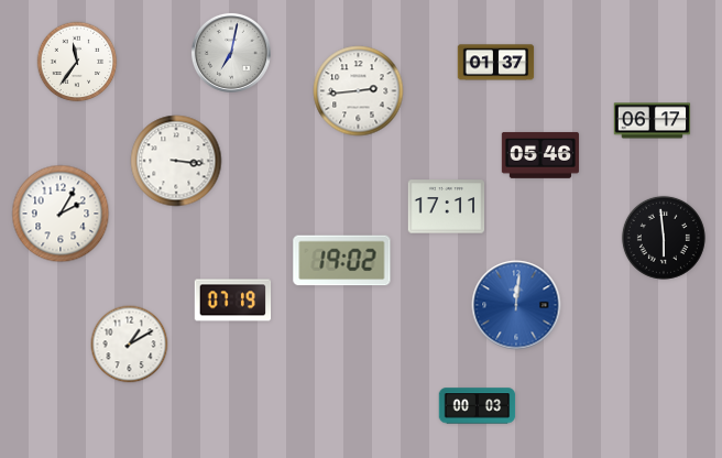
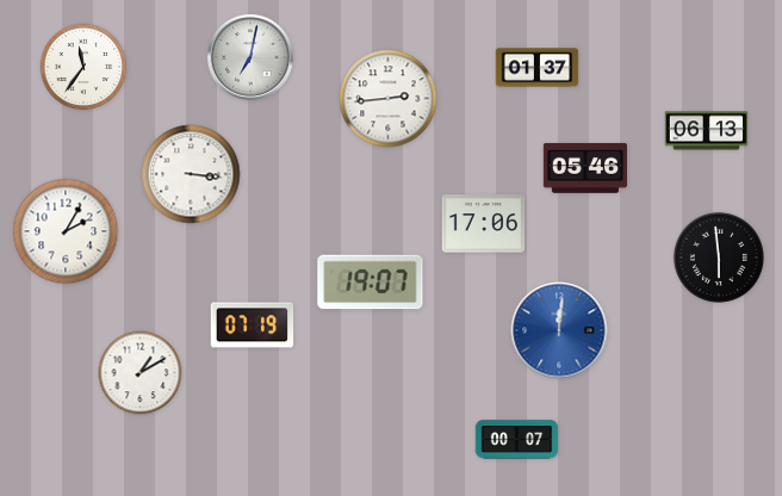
clock at (653, 121): 06:17 -> 06:13
clock at (447, 207): 17:11 -> 17:06
clock at (342, 261): 19:02 -> 19:07
clock at (478, 406): 00:03 -> 00:07
